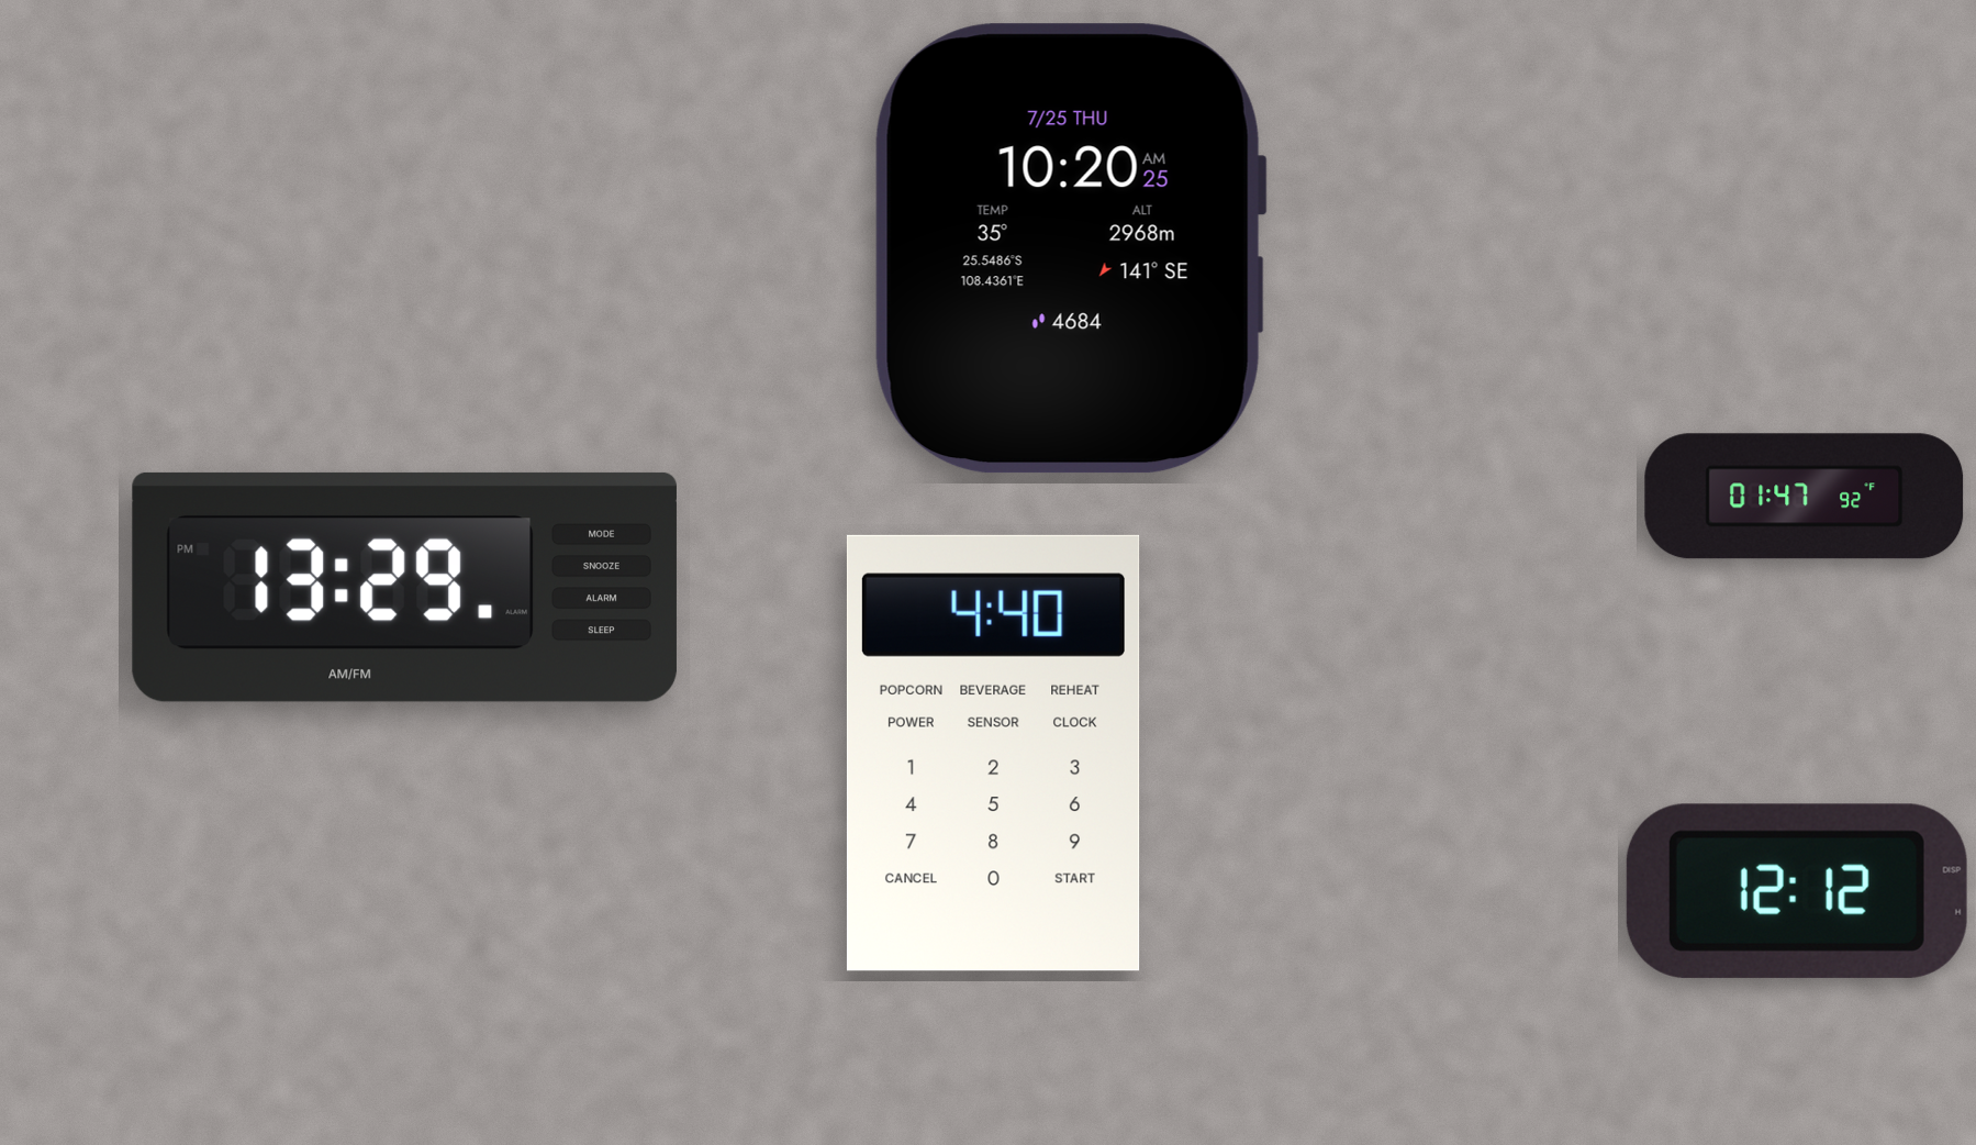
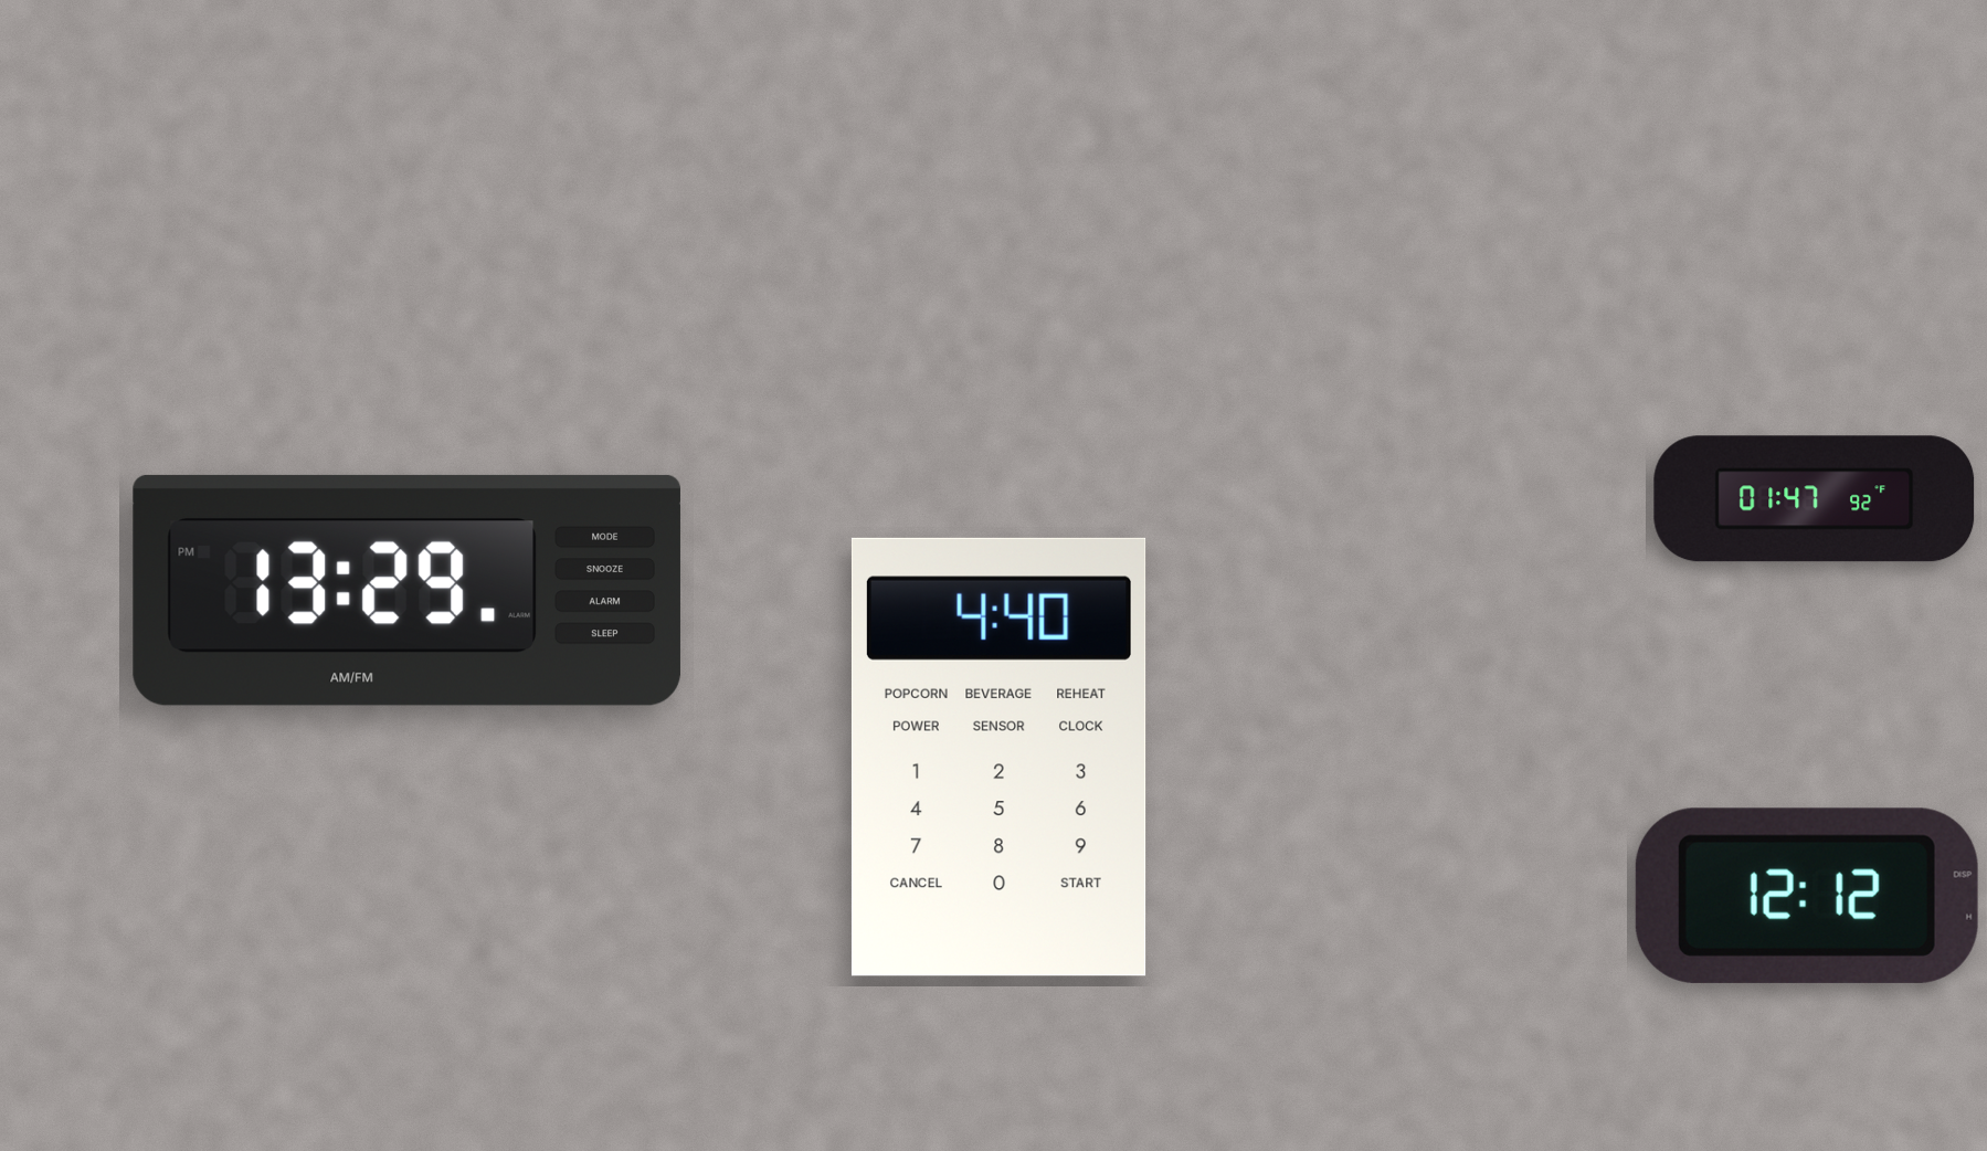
clock at (1071, 248): 10:20 -> none
